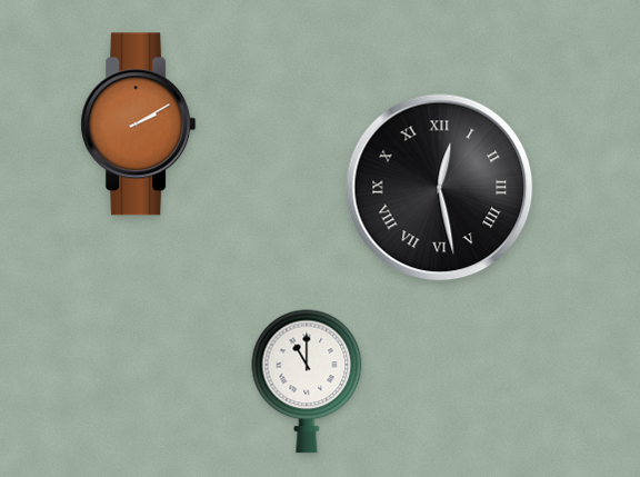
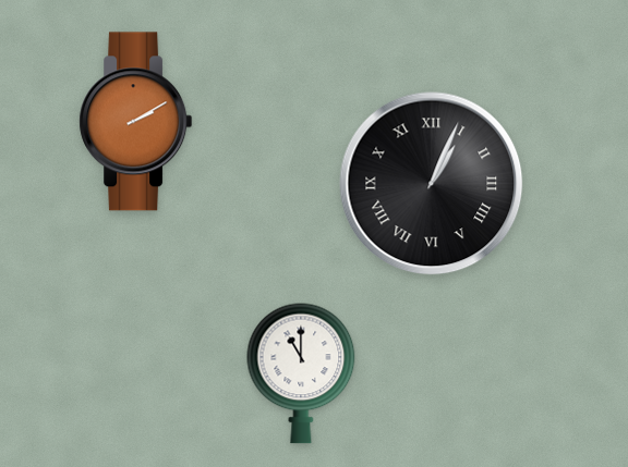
clock at (440, 188): 12:28 -> 1:04
